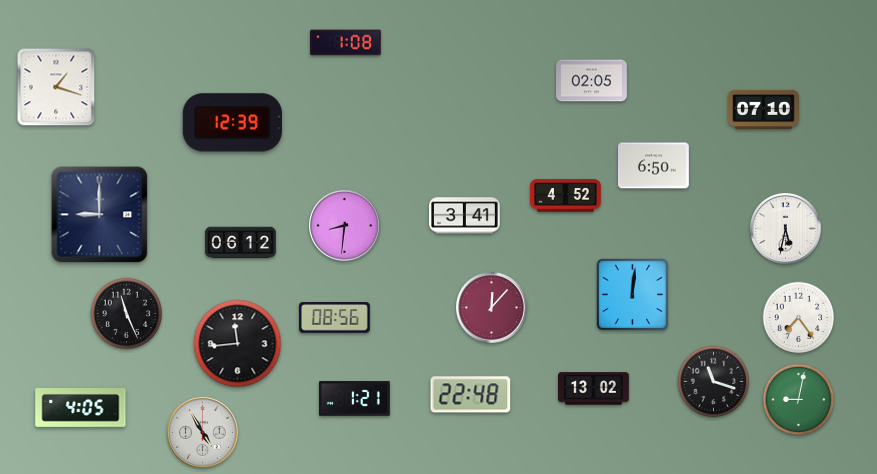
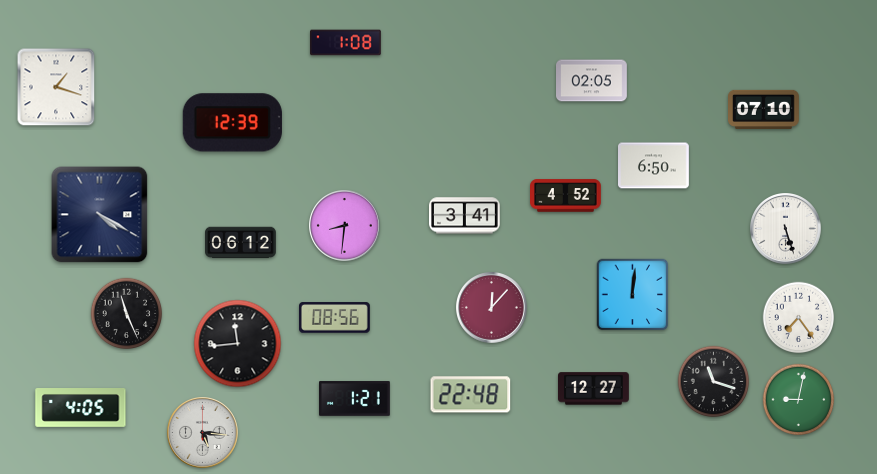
clock at (100, 215): 9:00 -> 4:20
clock at (786, 229): 5:32 -> 5:27
clock at (594, 389): 13:02 -> 12:27
clock at (203, 433): 4:55 -> 5:16
